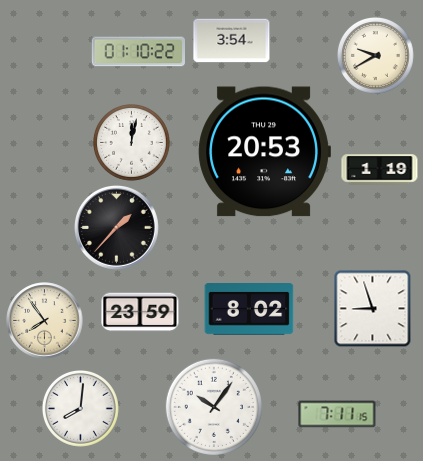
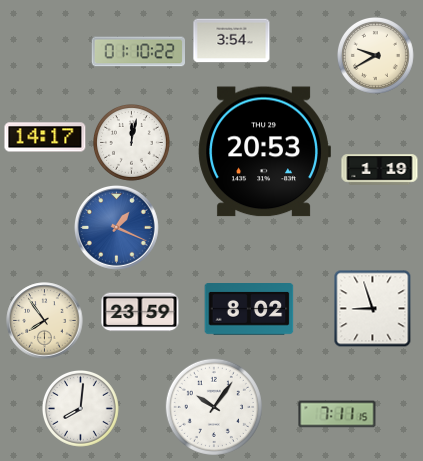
clock at (45, 137): none -> 14:17
clock at (117, 228): 1:37 -> 1:19
clock at (117, 228) dial: black -> blue
